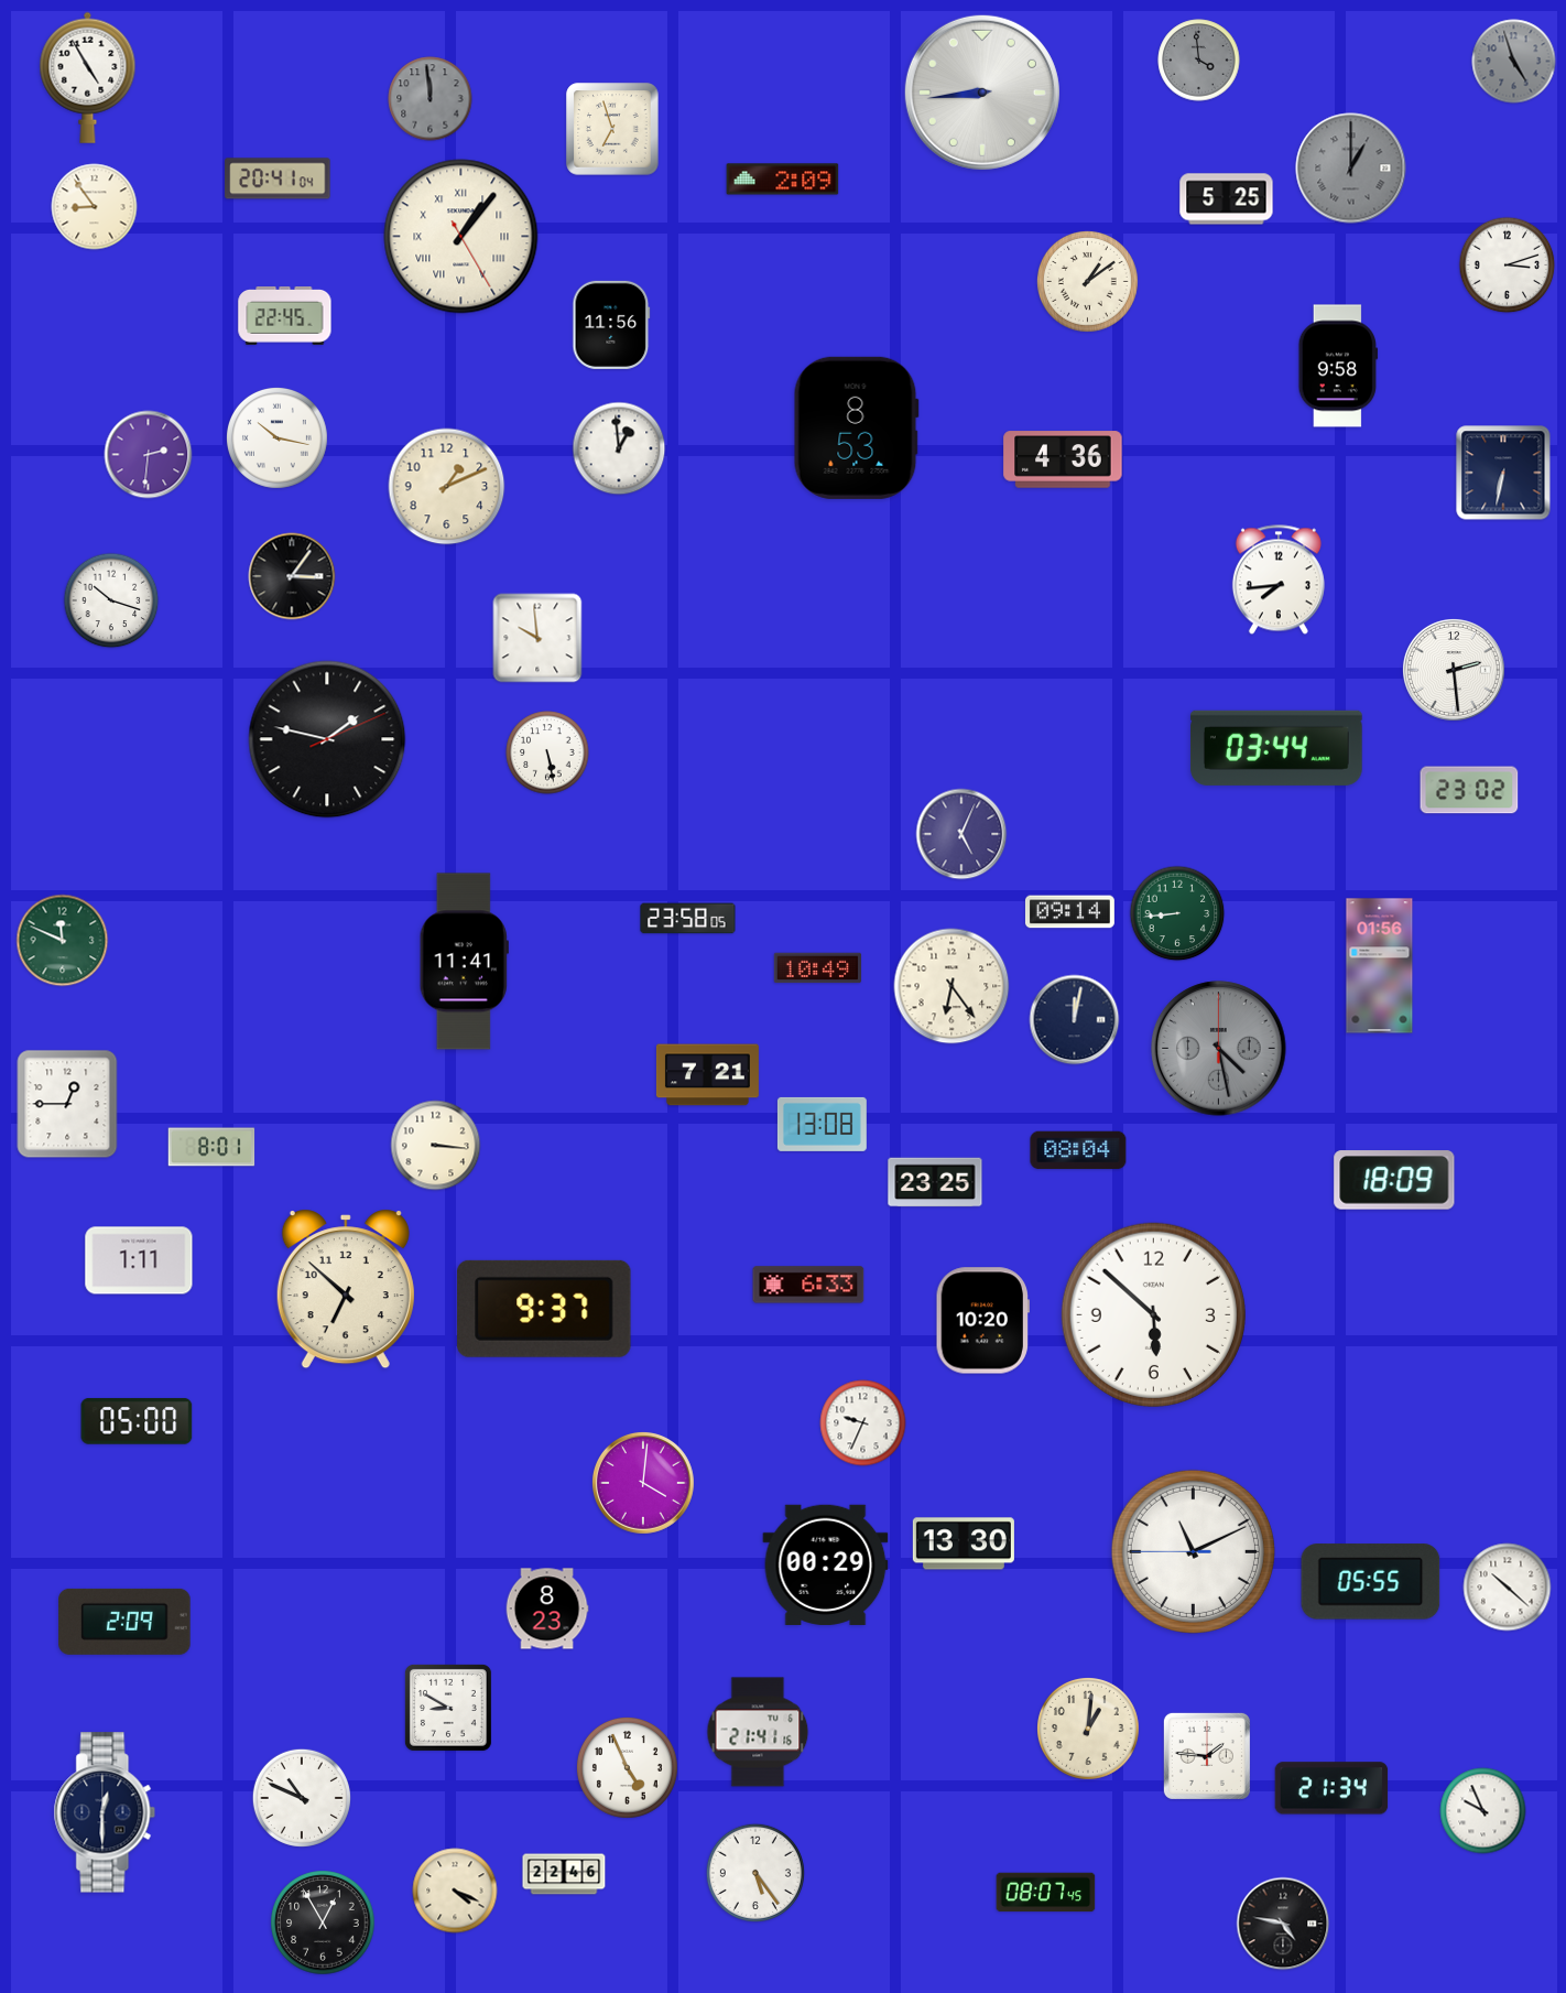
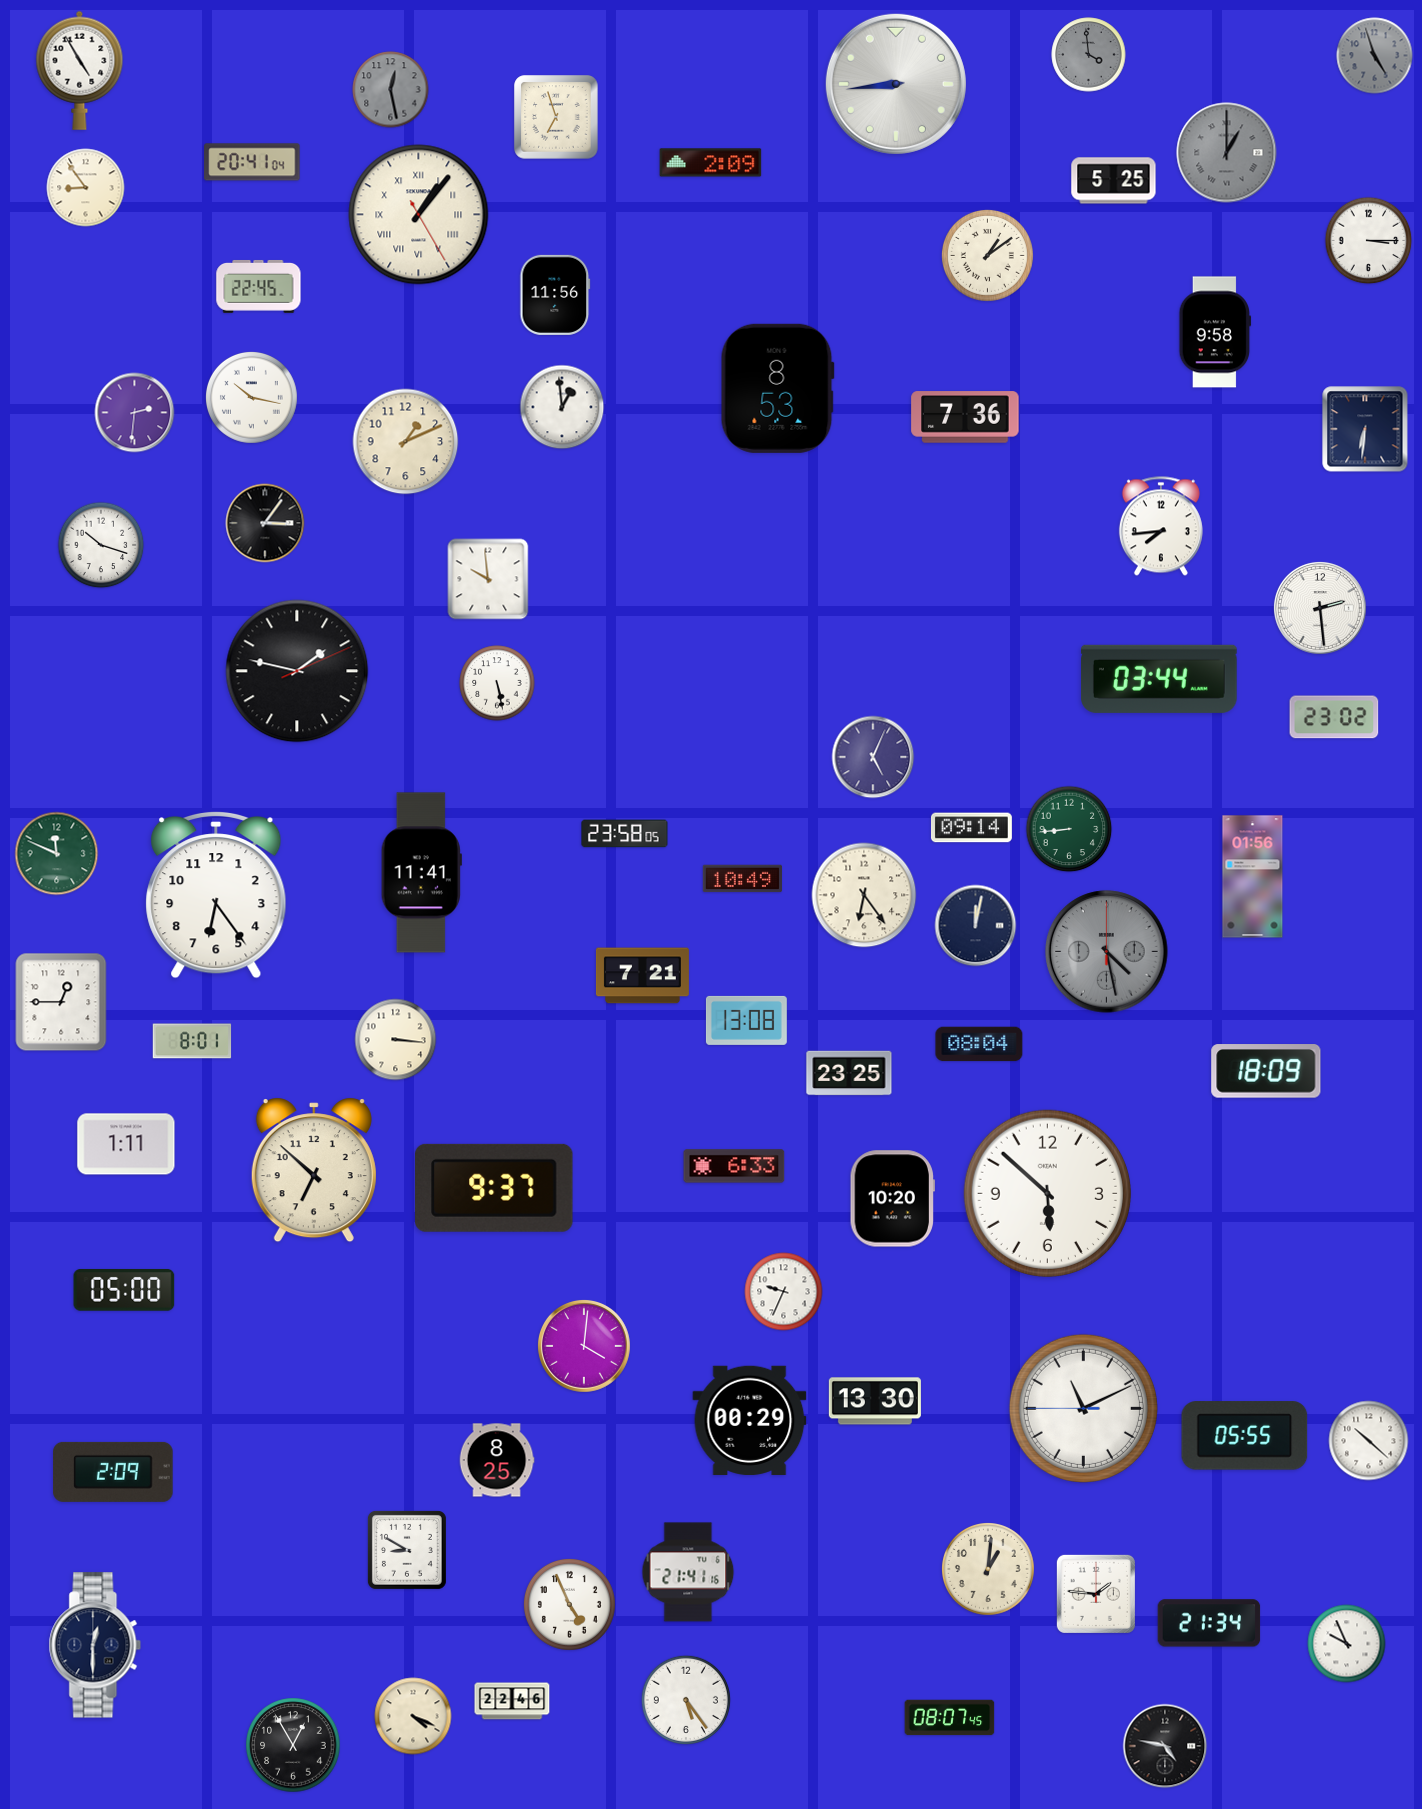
clock at (982, 93) position: (982, 93) -> (896, 84)
clock at (431, 99): 11:59 -> 12:28
clock at (1508, 266): 3:12 -> 3:15
clock at (1063, 459): 4:36 -> 7:36
clock at (1503, 473): 6:32 -> 6:31
clock at (216, 895): none -> 6:24
clock at (547, 1609): 8:23 -> 8:25
clock at (302, 1798): 10:49 -> none
